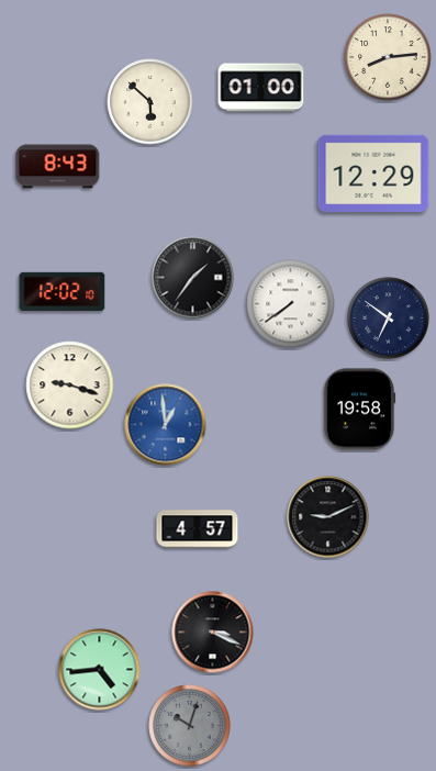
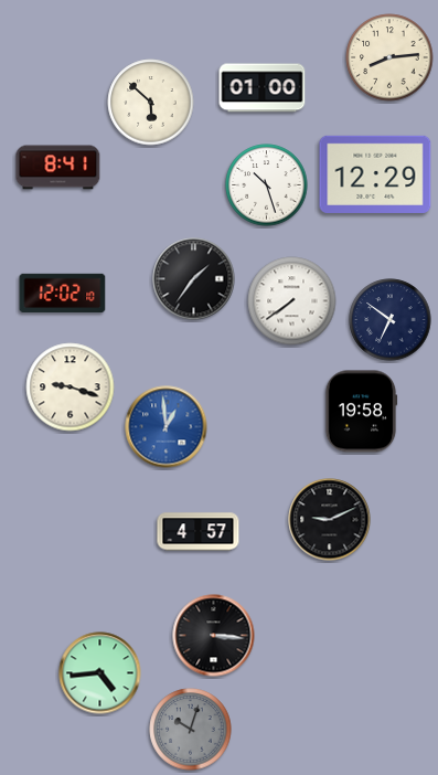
clock at (58, 167): 8:43 -> 8:41
clock at (267, 185): none -> 10:27
clock at (291, 304) position: (291, 304) -> (292, 301)
clock at (213, 633): 3:19 -> 3:16
